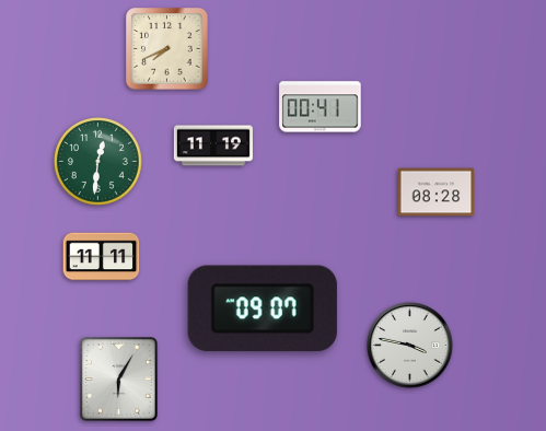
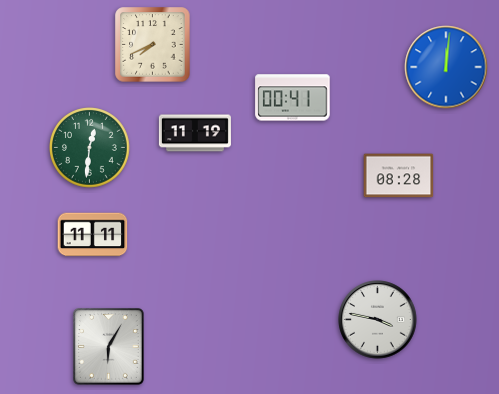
clock at (446, 67): none -> 12:01
clock at (263, 308): 09:07 -> none
clock at (410, 346) position: (410, 346) -> (378, 320)
